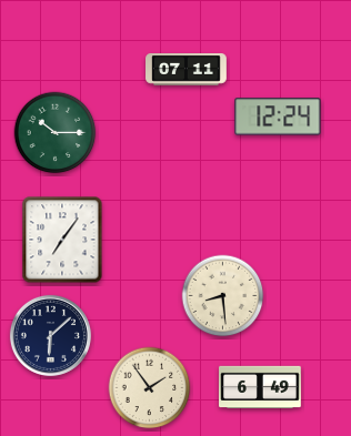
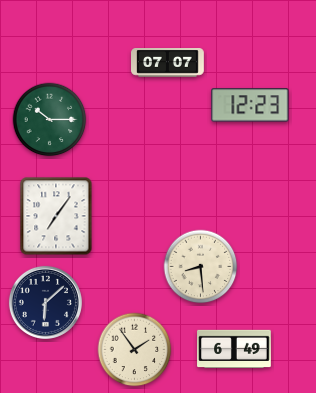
clock at (187, 70): 07:11 -> 07:07
clock at (278, 116): 12:24 -> 12:23
